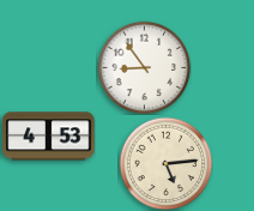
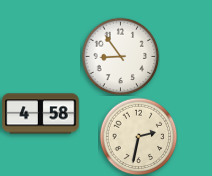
clock at (49, 137): 4:53 -> 4:58
clock at (165, 163): 5:14 -> 2:32
